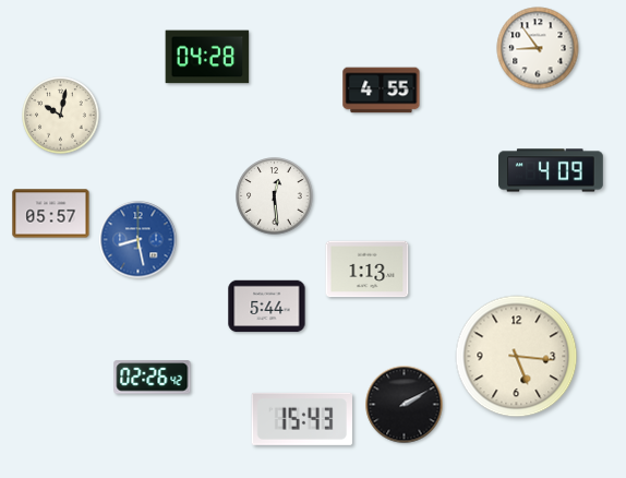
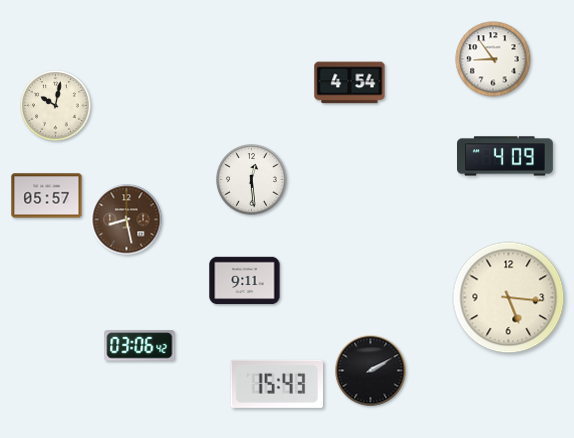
clock at (538, 48) position: (538, 48) -> (493, 59)
clock at (207, 57): 04:28 -> none
clock at (382, 91): 4:55 -> 4:54
clock at (139, 240) dial: blue -> brown
clock at (368, 270): 1:13 -> none
clock at (267, 307): 5:44 -> 9:11
clock at (517, 357) position: (517, 357) -> (509, 298)
clock at (153, 378): 02:26 -> 03:06
